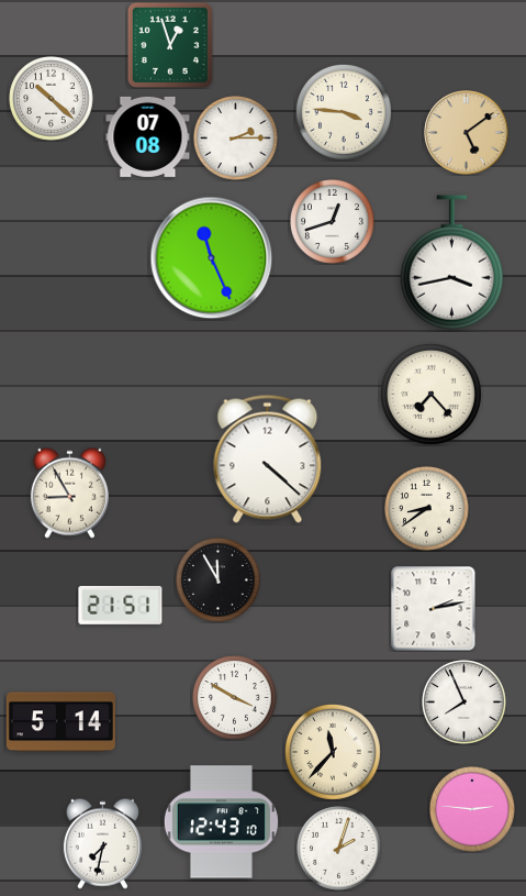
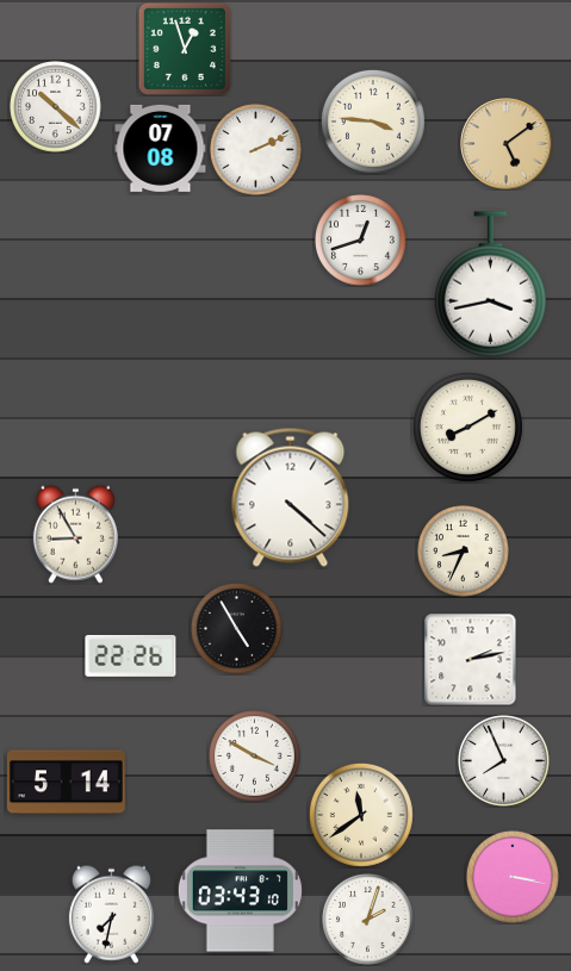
clock at (236, 139): 2:15 -> 2:11
clock at (212, 258): 11:26 -> none
clock at (430, 394): 7:23 -> 8:10
clock at (427, 509): 8:39 -> 8:34
clock at (219, 580): 11:55 -> 4:55
clock at (121, 605): 21:51 -> 22:26
clock at (333, 752): 11:37 -> 11:39
clock at (473, 810): 2:46 -> 3:17
clock at (221, 822): 12:43 -> 03:43
